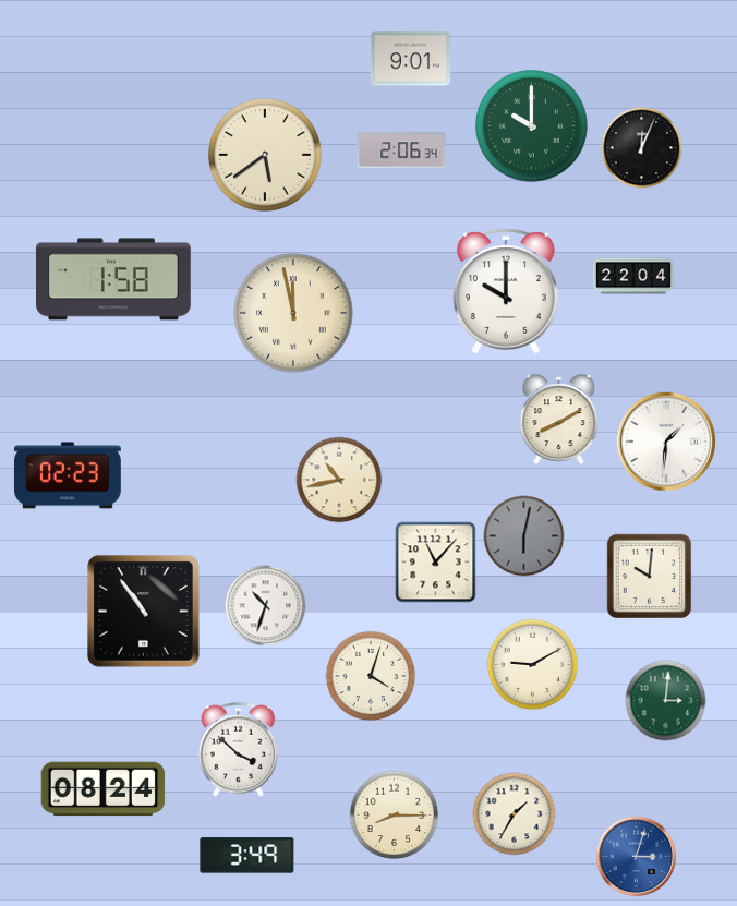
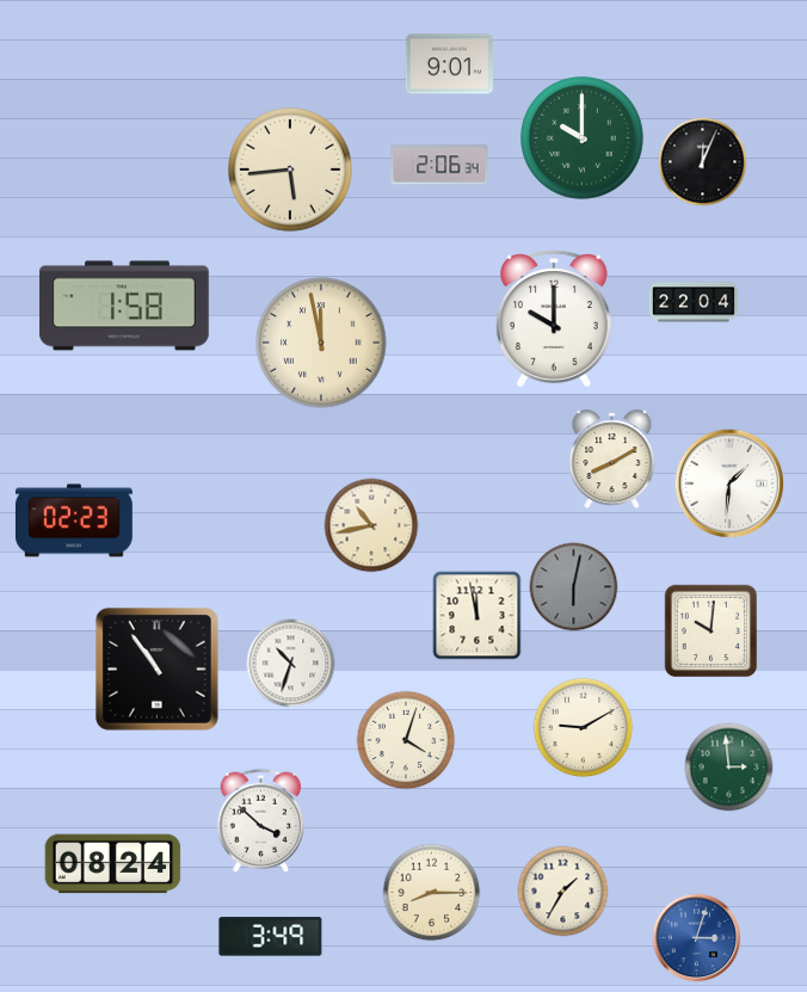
clock at (266, 156): 5:39 -> 5:44
clock at (436, 563): 11:07 -> 11:58
clock at (666, 701): 3:01 -> 2:59
